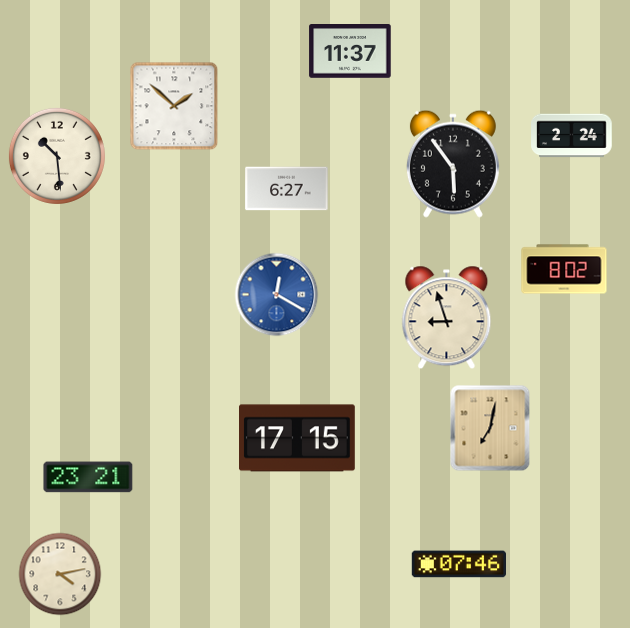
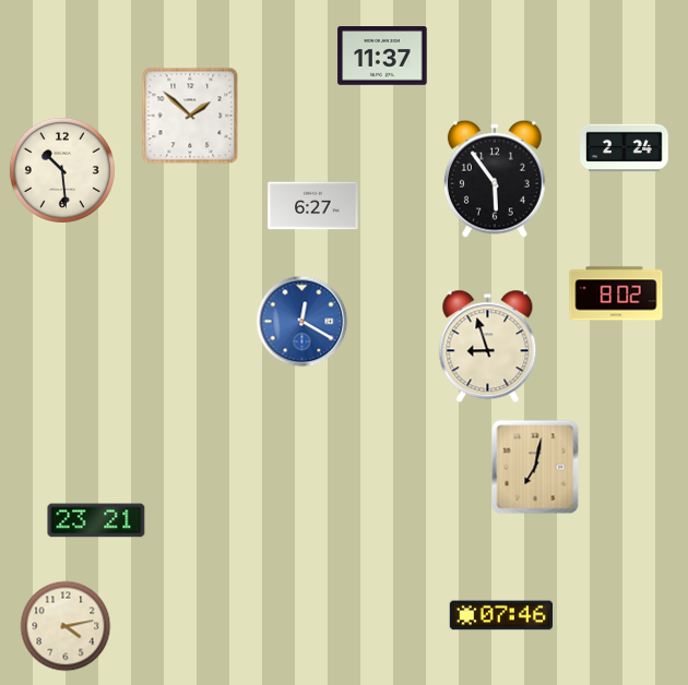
clock at (298, 438): 17:15 -> none
